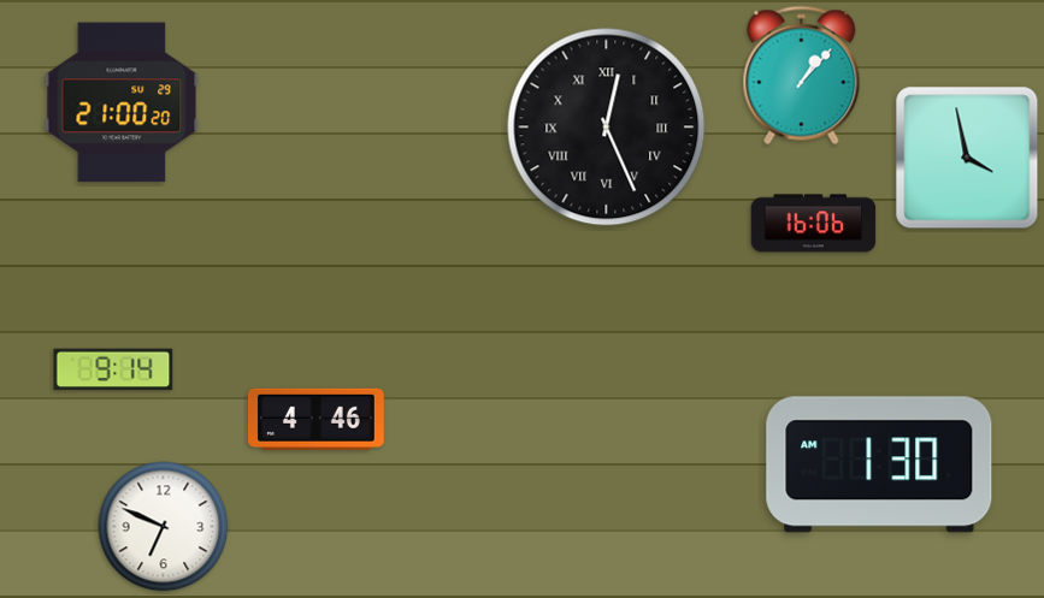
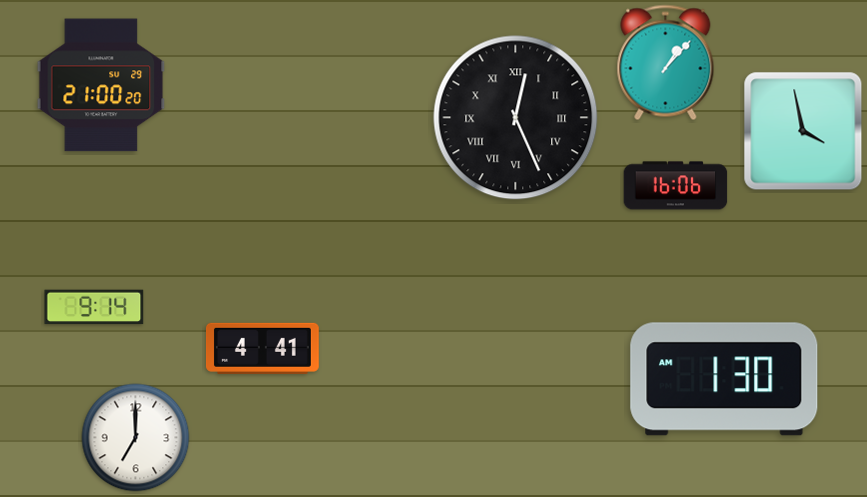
clock at (607, 128) position: (607, 128) -> (516, 118)
clock at (315, 419): 4:46 -> 4:41
clock at (879, 464) position: (879, 464) -> (724, 379)
clock at (164, 527): 6:49 -> 7:00
